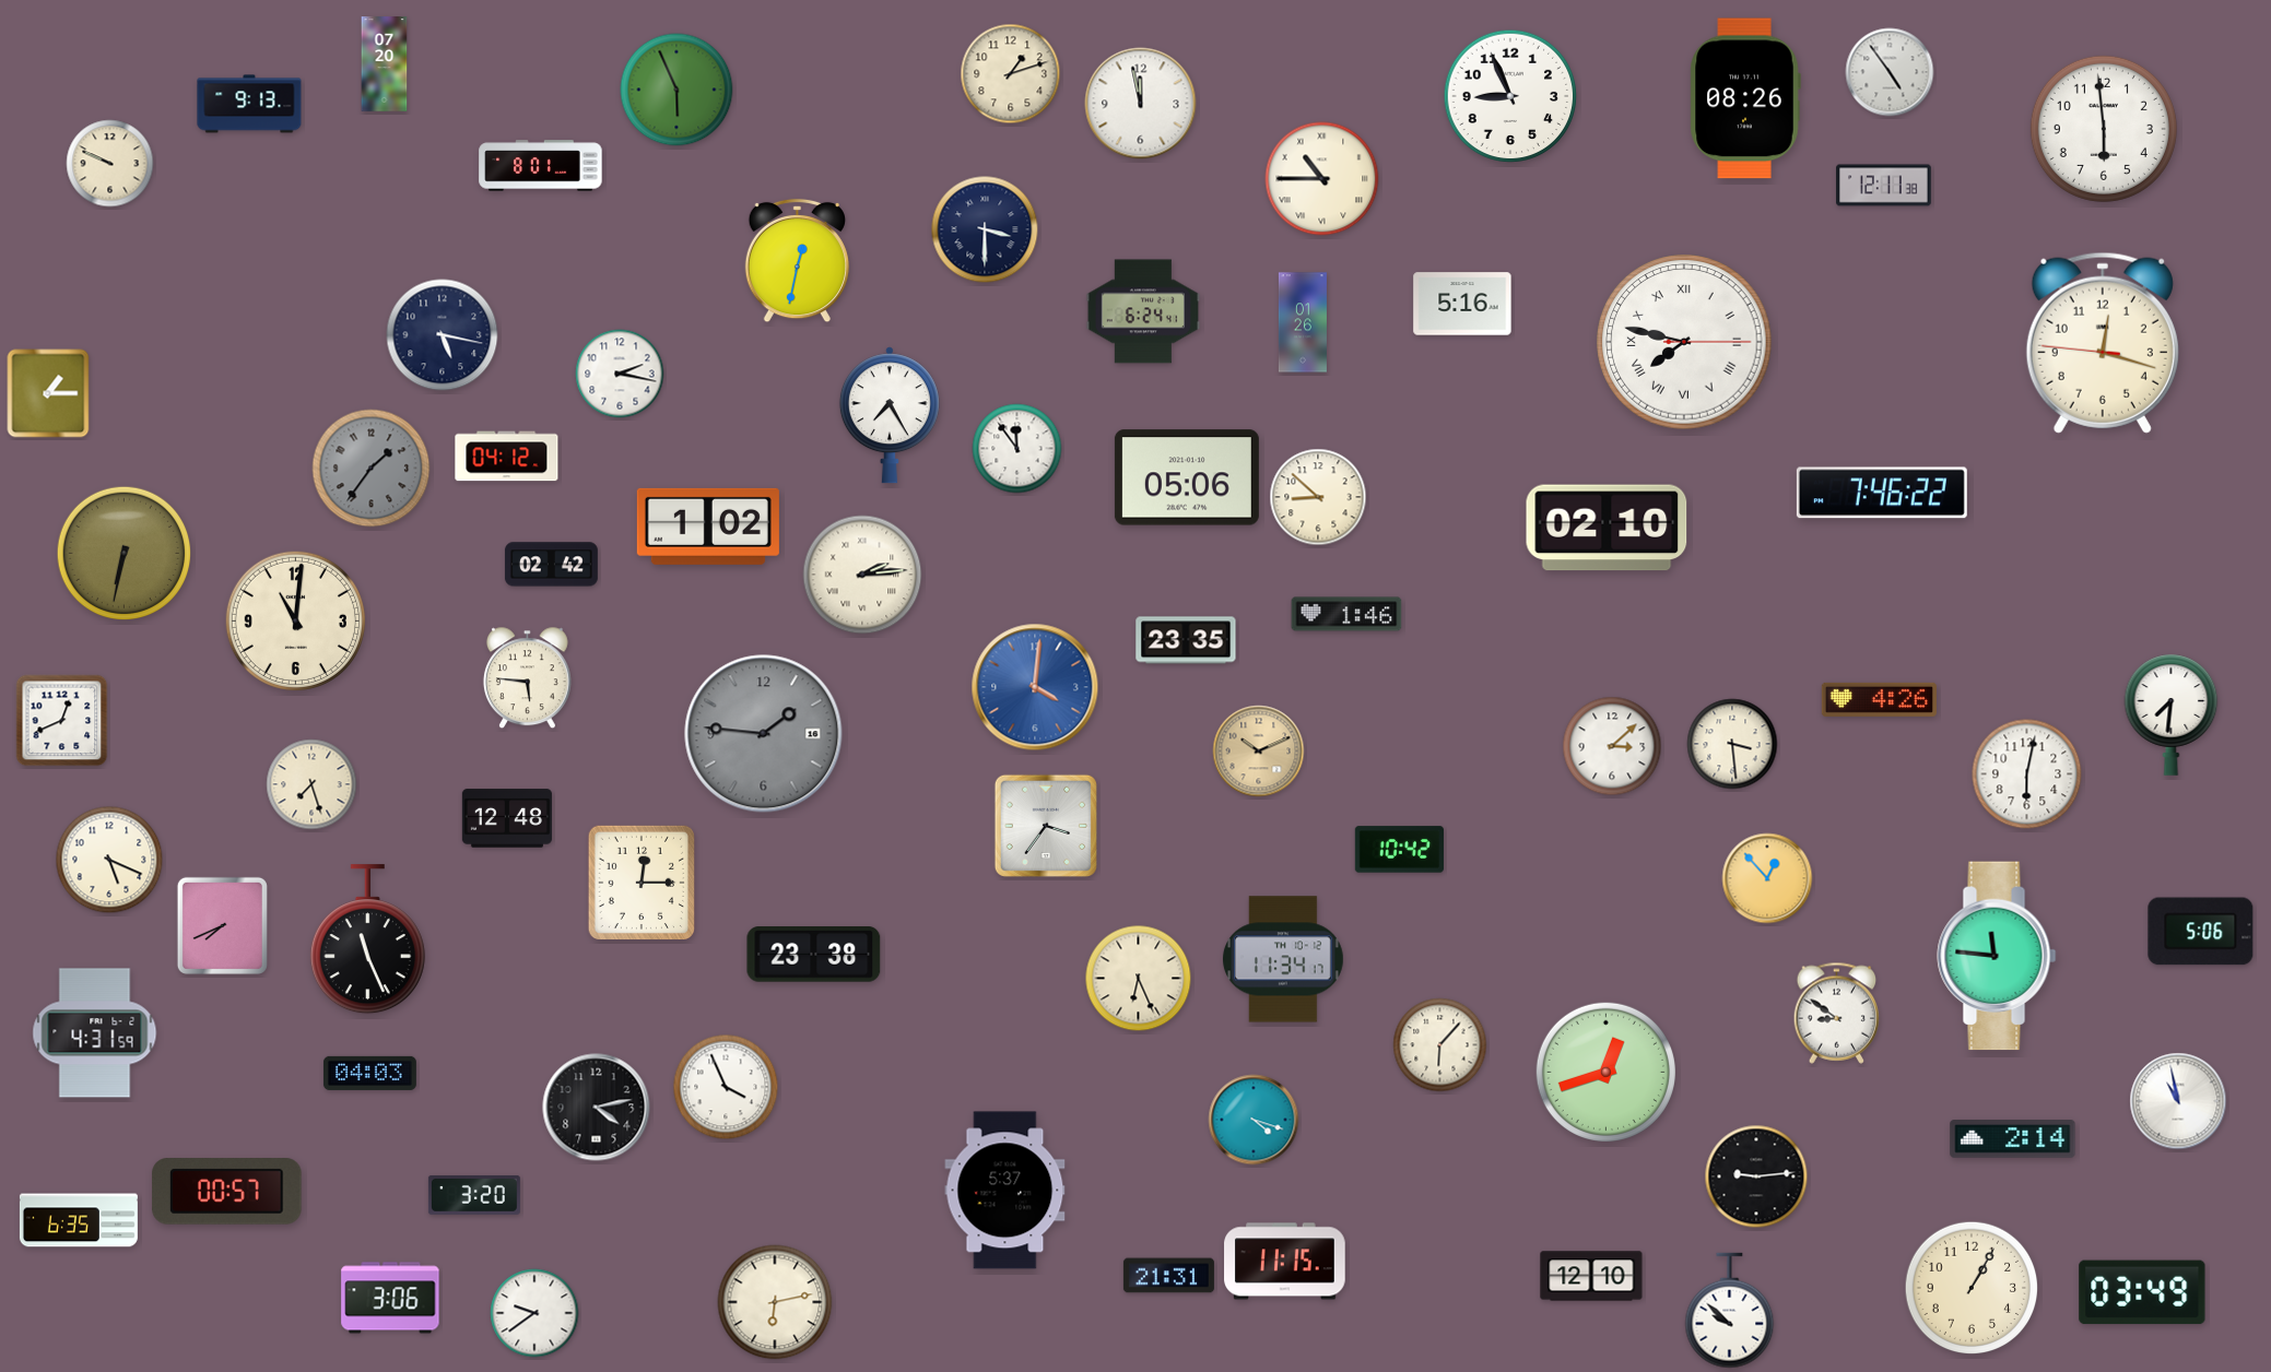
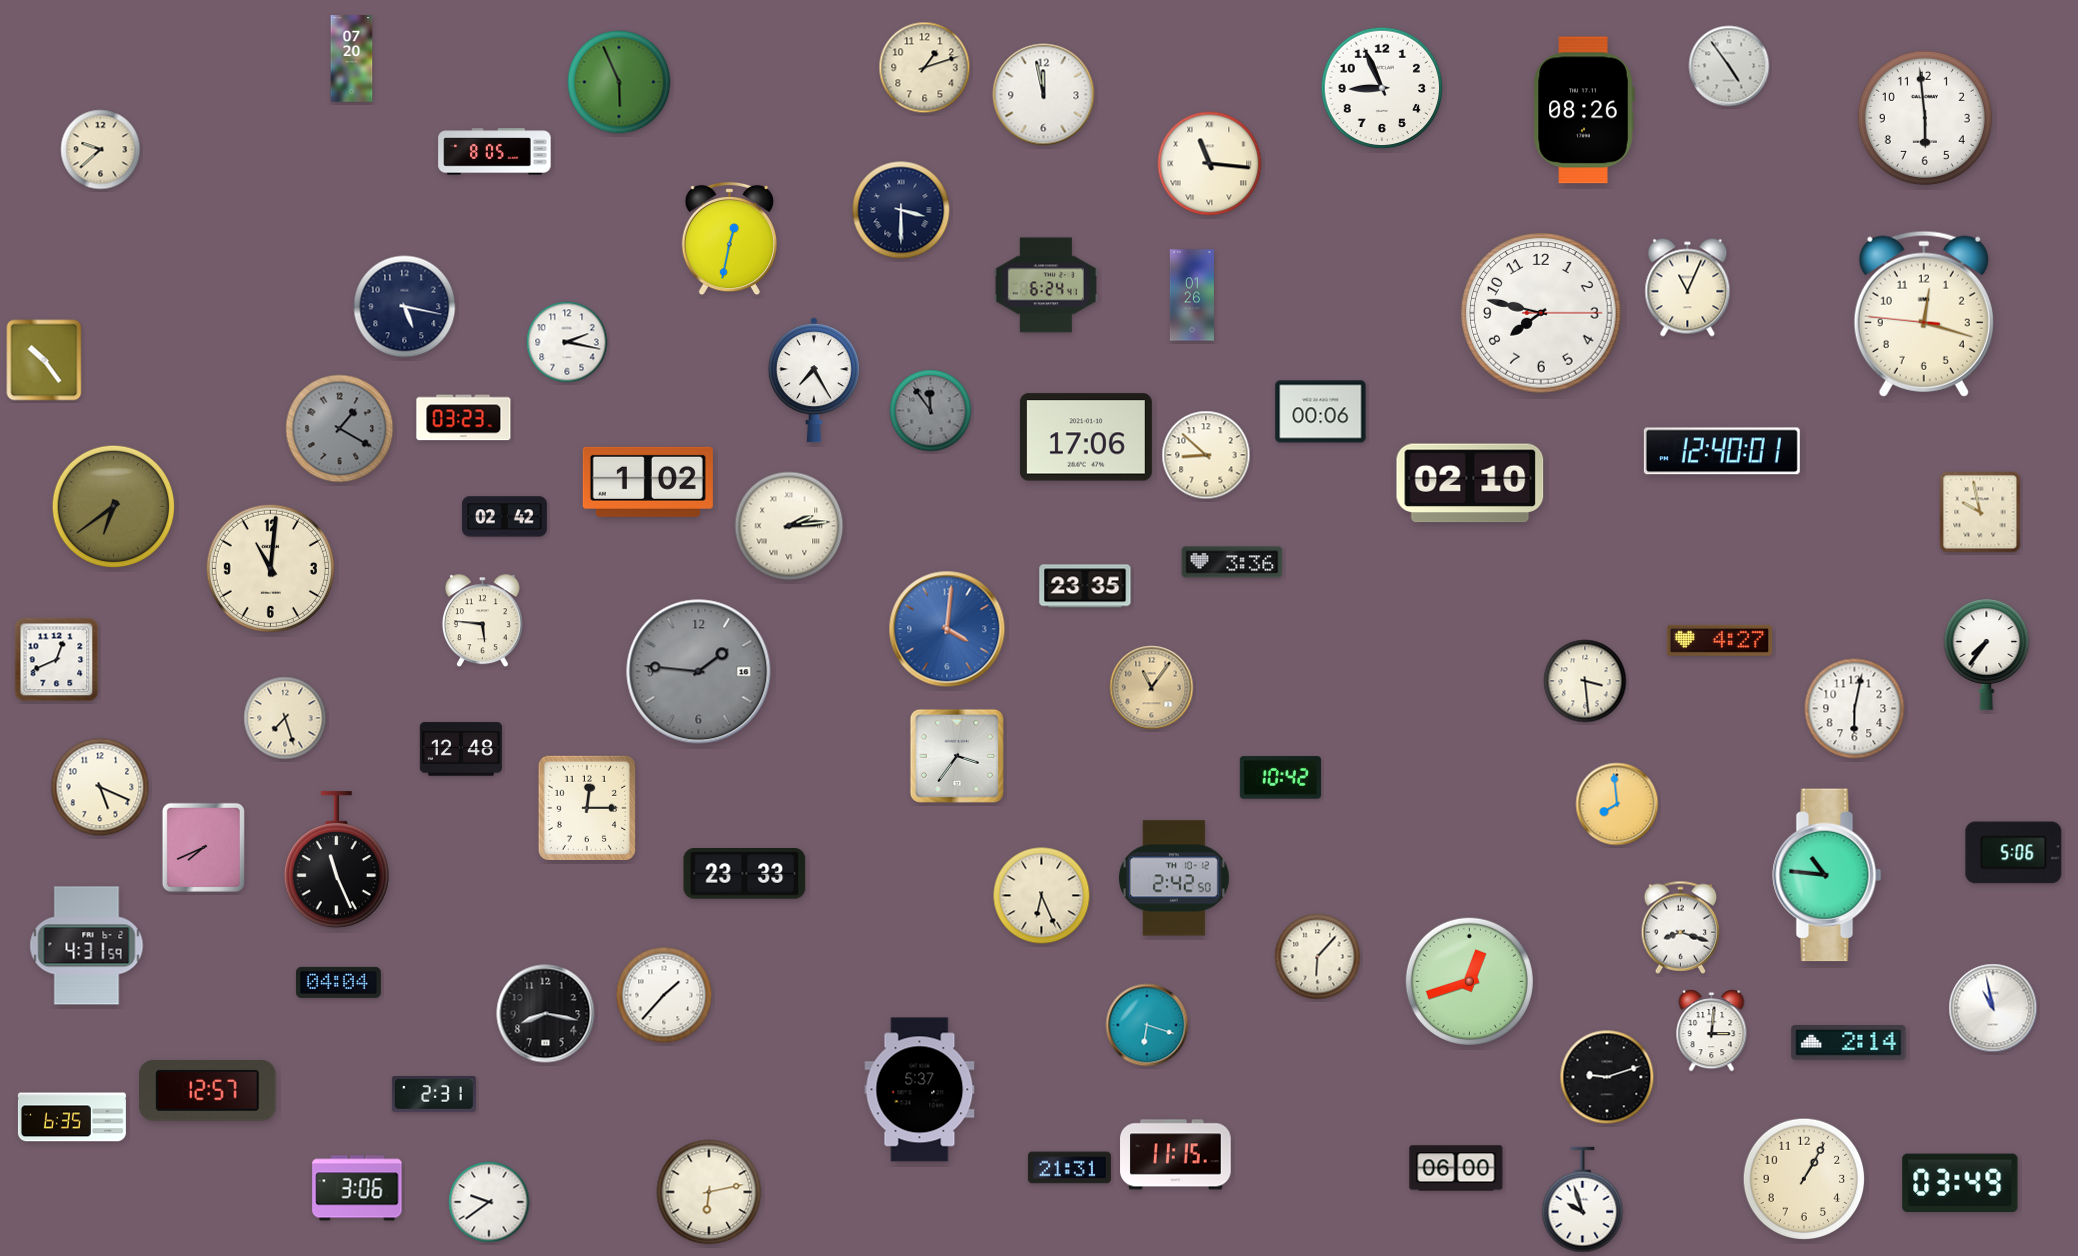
clock at (1745, 98) position: (1745, 98) -> (1584, 110)
clock at (249, 104): 9:13 -> none
clock at (110, 164): 9:49 -> 9:38
clock at (541, 166): 8:01 -> 8:05
clock at (1322, 179): 10:45 -> 11:16
clock at (1884, 186): 12:11 -> none
clock at (1462, 304): 5:16 -> none
clock at (1688, 288): none -> 11:04
clock at (1684, 342) numerals: Roman -> Arabic
clock at (48, 393): 1:15 -> 10:24
clock at (1017, 449) dial: white -> grey
clock at (1321, 412): none -> 00:06
clock at (507, 457): 04:12 -> 03:23
clock at (372, 469): 1:36 -> 1:20
clock at (1187, 477): 05:06 -> 17:06
clock at (1882, 493): 7:46 -> 12:40
clock at (125, 554): 6:32 -> 6:39
clock at (1980, 512): none -> 9:58
clock at (1346, 614): 1:46 -> 3:36
clock at (1879, 699): 4:26 -> 4:27
clock at (2172, 714): 7:31 -> 7:36
clock at (1612, 746): 3:08 -> none
clock at (1259, 752): 10:11 -> 11:06
clock at (507, 818) position: (507, 818) -> (461, 749)
clock at (1767, 878): 12:53 -> 7:59
clock at (814, 955): 23:38 -> 23:33
clock at (1997, 956): 11:46 -> 10:46
clock at (1283, 959): 11:34 -> 2:42
clock at (1837, 1013): 8:51 -> 8:18
clock at (369, 1073): 04:03 -> 04:04
clock at (726, 1087): 3:56 -> 1:37
clock at (597, 1108): 4:13 -> 8:17
clock at (1254, 1120): 4:18 -> 6:18
clock at (1712, 1031): none -> 3:01
clock at (2013, 1139) position: (2013, 1139) -> (1849, 1043)
clock at (1756, 1176): 9:14 -> 9:12
clock at (227, 1192): 00:57 -> 12:57
clock at (474, 1195): 3:20 -> 2:31
clock at (1591, 1276): 12:10 -> 06:00
clock at (1730, 1311): 9:52 -> 9:57
